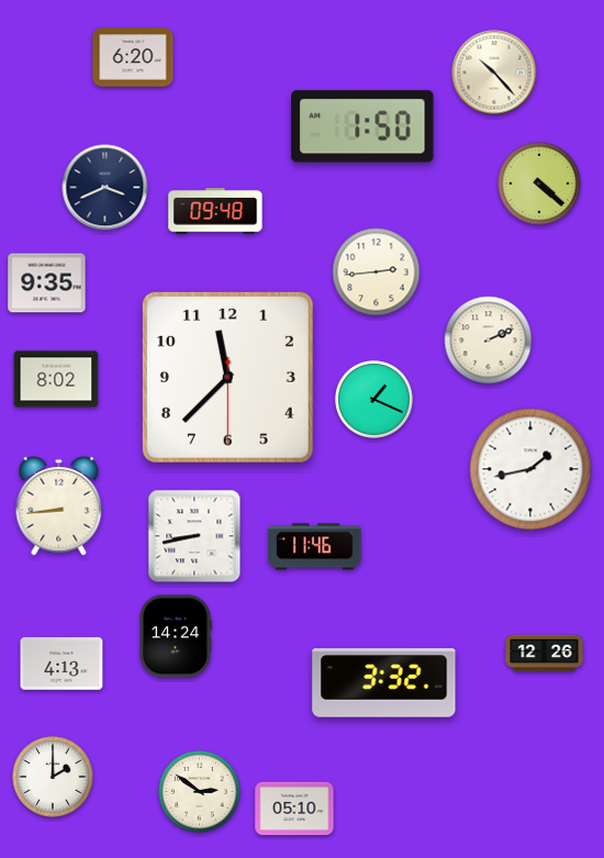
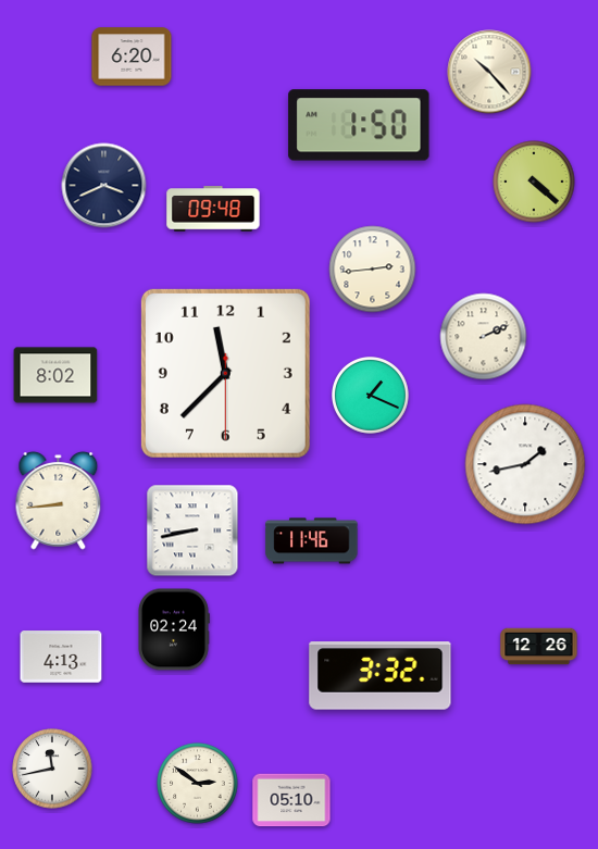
clock at (47, 283): 9:35 -> none
clock at (176, 636): 14:24 -> 02:24
clock at (53, 777): 2:00 -> 11:43
